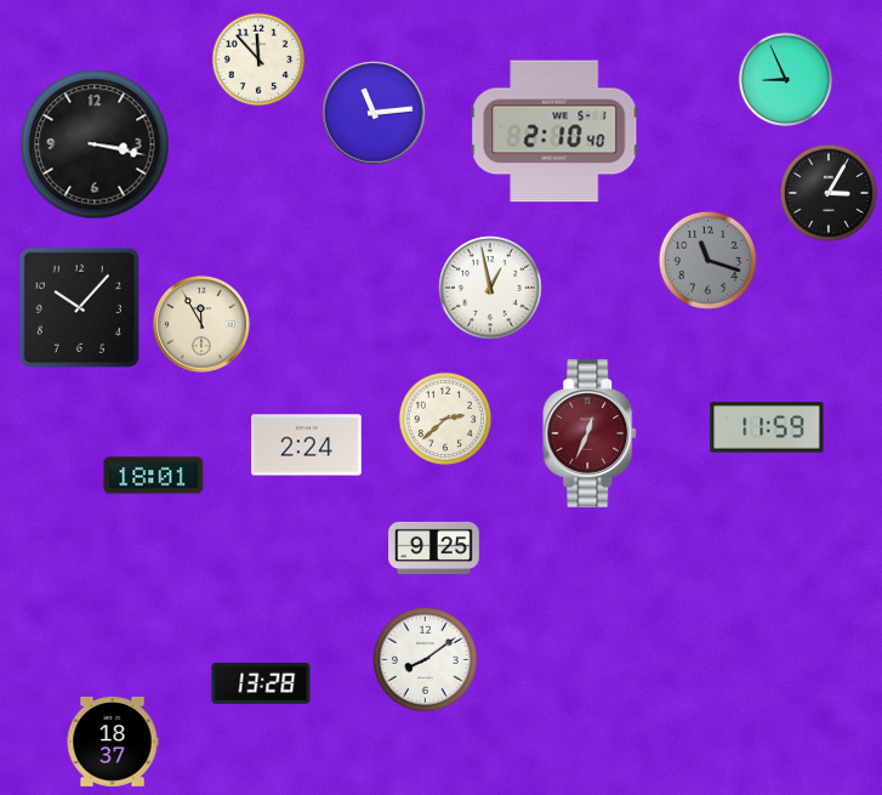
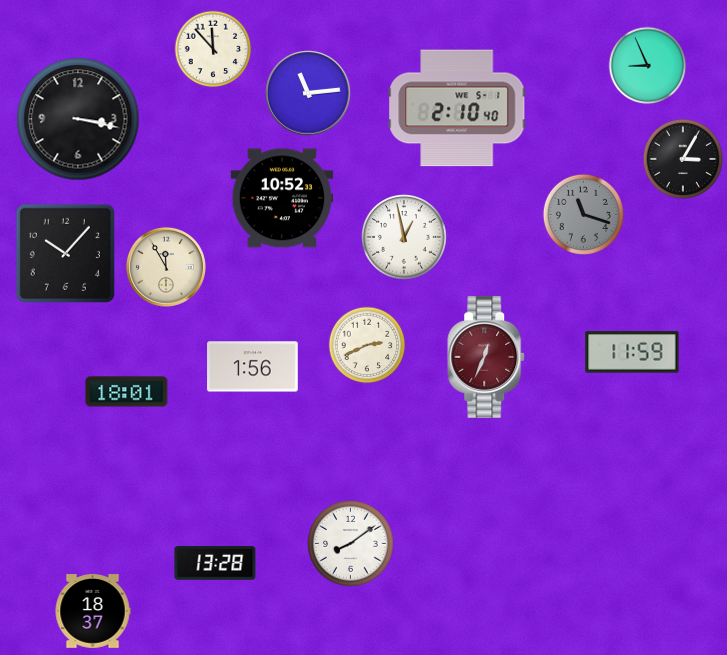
clock at (282, 198): none -> 10:52
clock at (445, 419): 2:38 -> 2:41
clock at (307, 445): 2:24 -> 1:56
clock at (434, 547): 9:25 -> none
